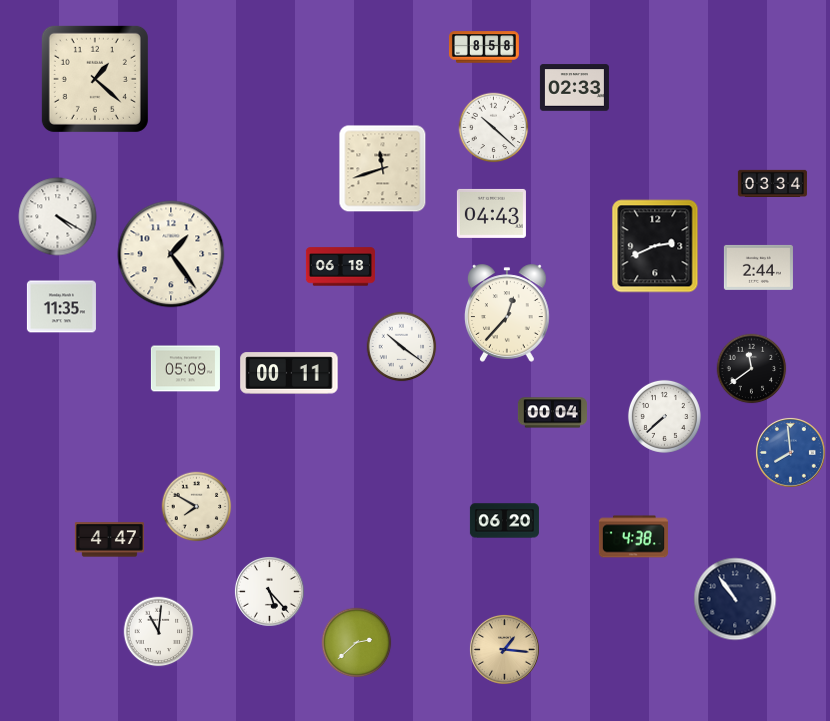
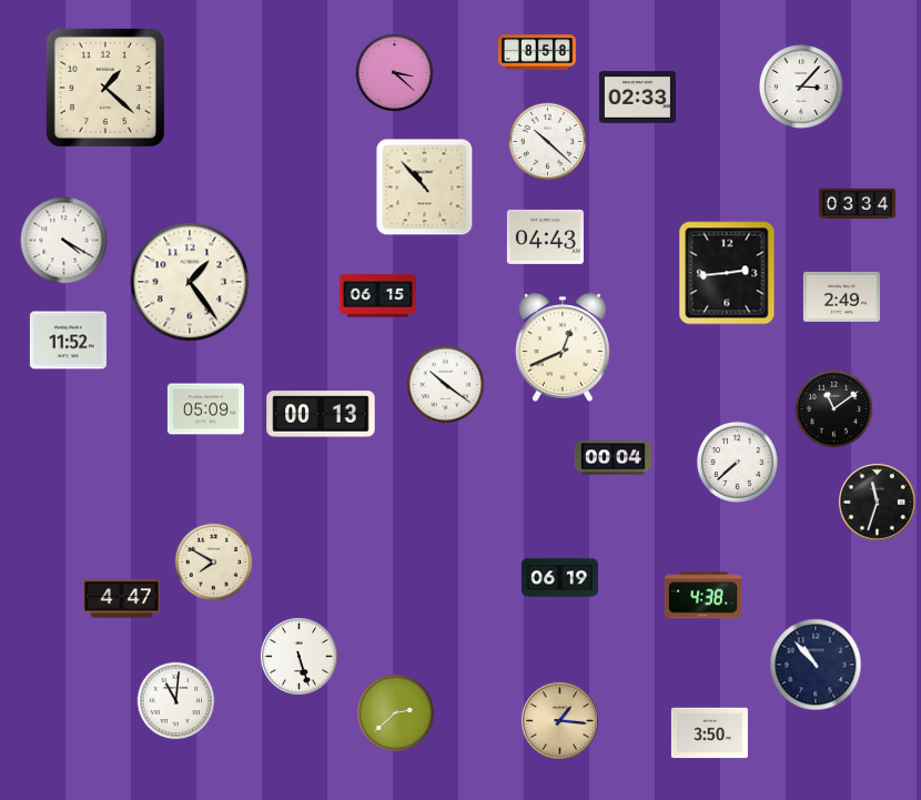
clock at (395, 73): none -> 3:22
clock at (801, 87): none -> 3:07
clock at (383, 169): 11:42 -> 10:53
clock at (655, 246): 2:41 -> 2:44
clock at (340, 267): 06:18 -> 06:15
clock at (758, 267): 2:44 -> 2:49
clock at (61, 307): 11:35 -> 11:52
clock at (507, 313): 12:37 -> 12:41
clock at (752, 369): 11:39 -> 11:09
clock at (289, 373): 00:11 -> 00:13
clock at (791, 453): 7:59 -> 11:33
clock at (791, 453) dial: blue -> black
clock at (197, 507) position: (197, 507) -> (214, 563)
clock at (504, 521): 06:20 -> 06:19
clock at (270, 592): 5:23 -> 5:27
clock at (735, 599): 10:54 -> 10:53
clock at (709, 733): none -> 3:50
